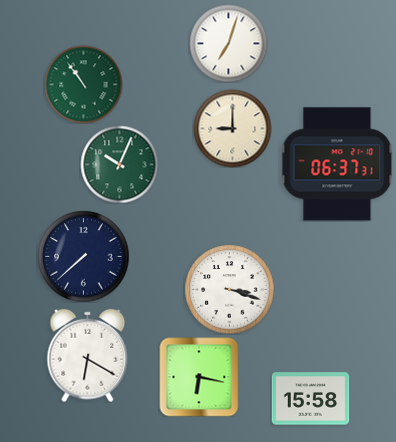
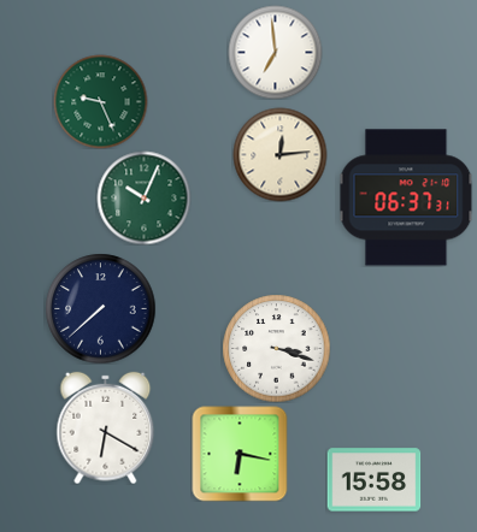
clock at (228, 43): 7:03 -> 6:59
clock at (83, 84): 10:54 -> 9:26
clock at (232, 128): 9:00 -> 12:14
